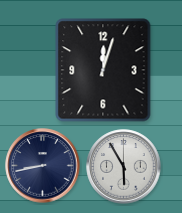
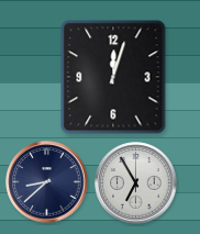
clock at (43, 166): 8:43 -> 8:38
clock at (124, 167): 5:55 -> 6:55
